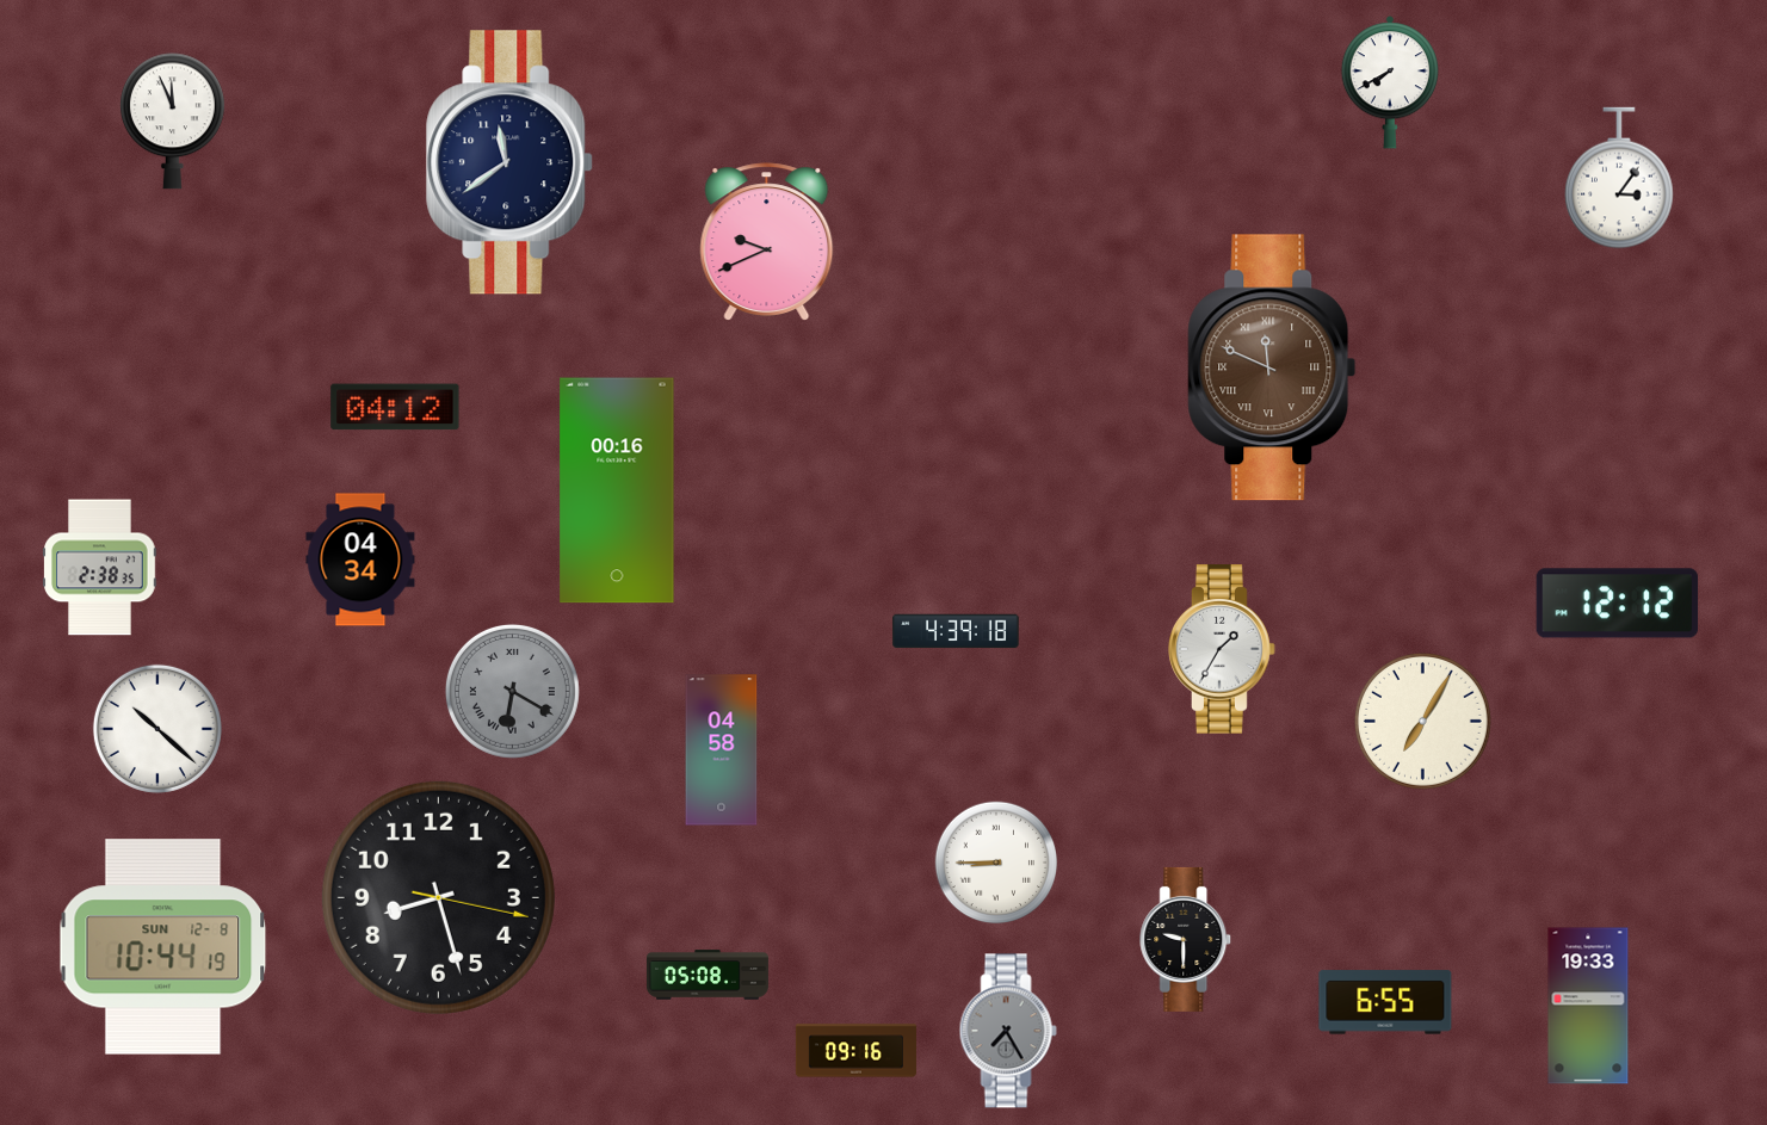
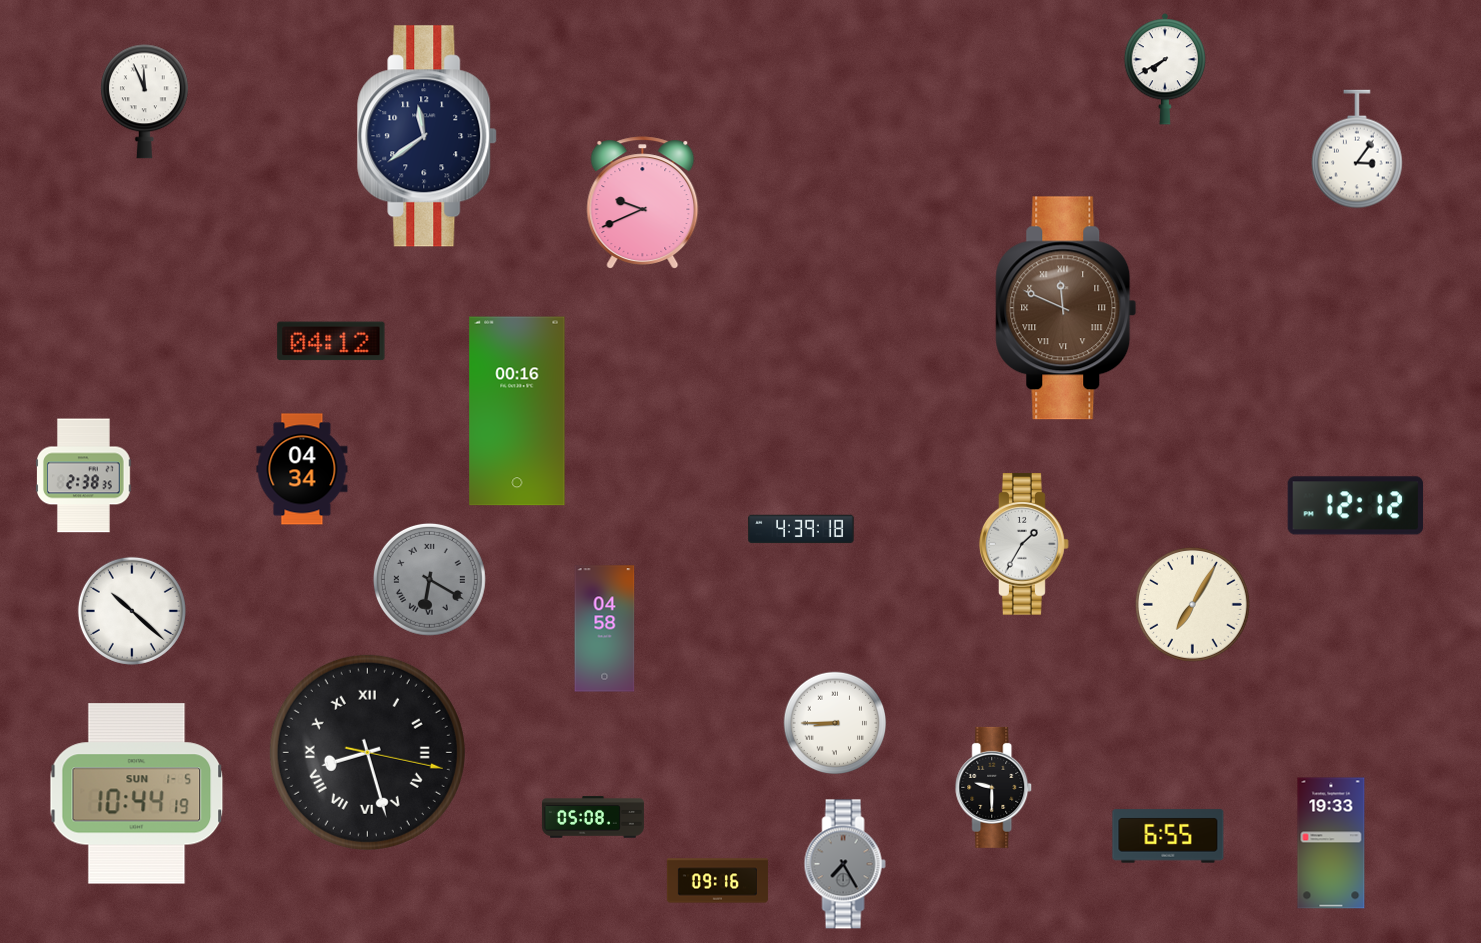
clock at (438, 897) numerals: Arabic -> Roman
clock at (163, 947) date: SUN 12-8 -> SUN 1-5
clock at (1385, 1002) position: (1385, 1002) -> (1168, 836)
